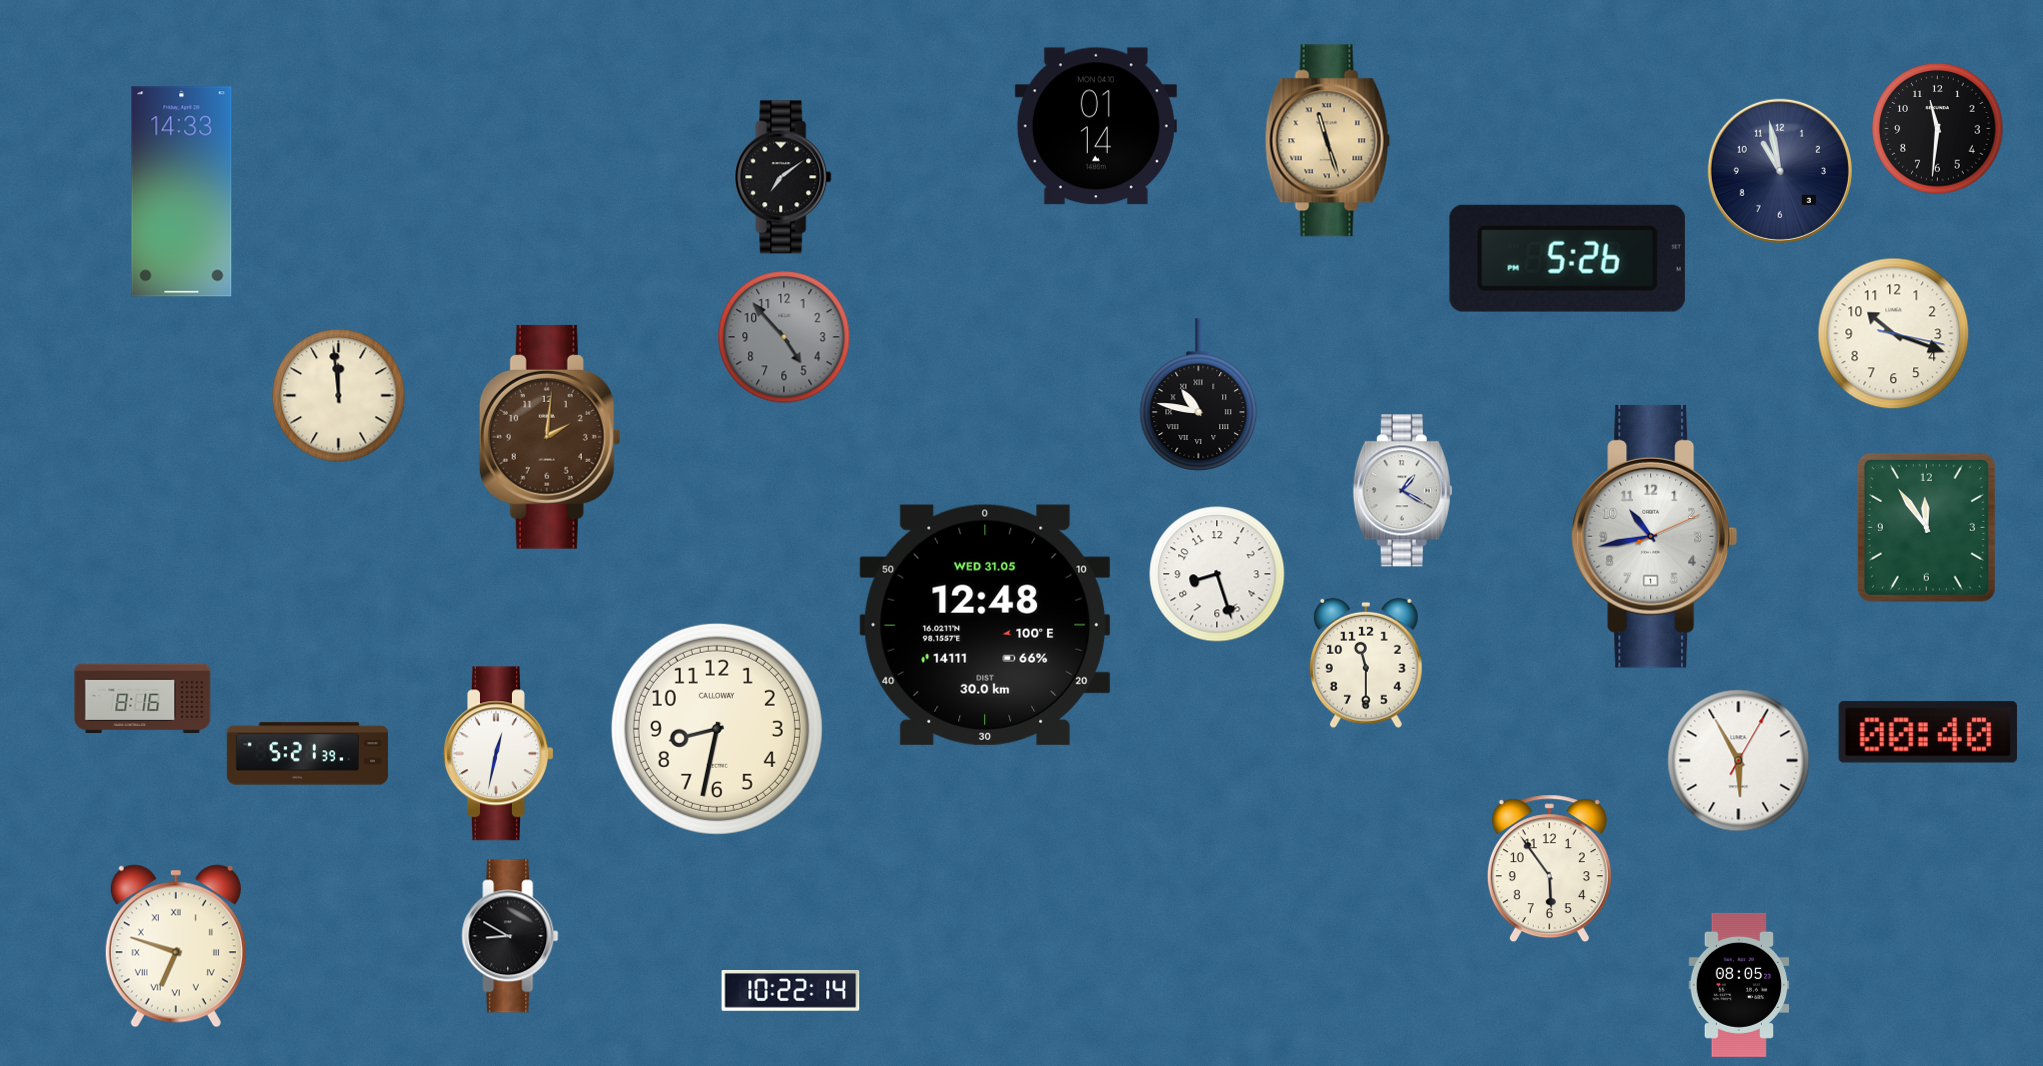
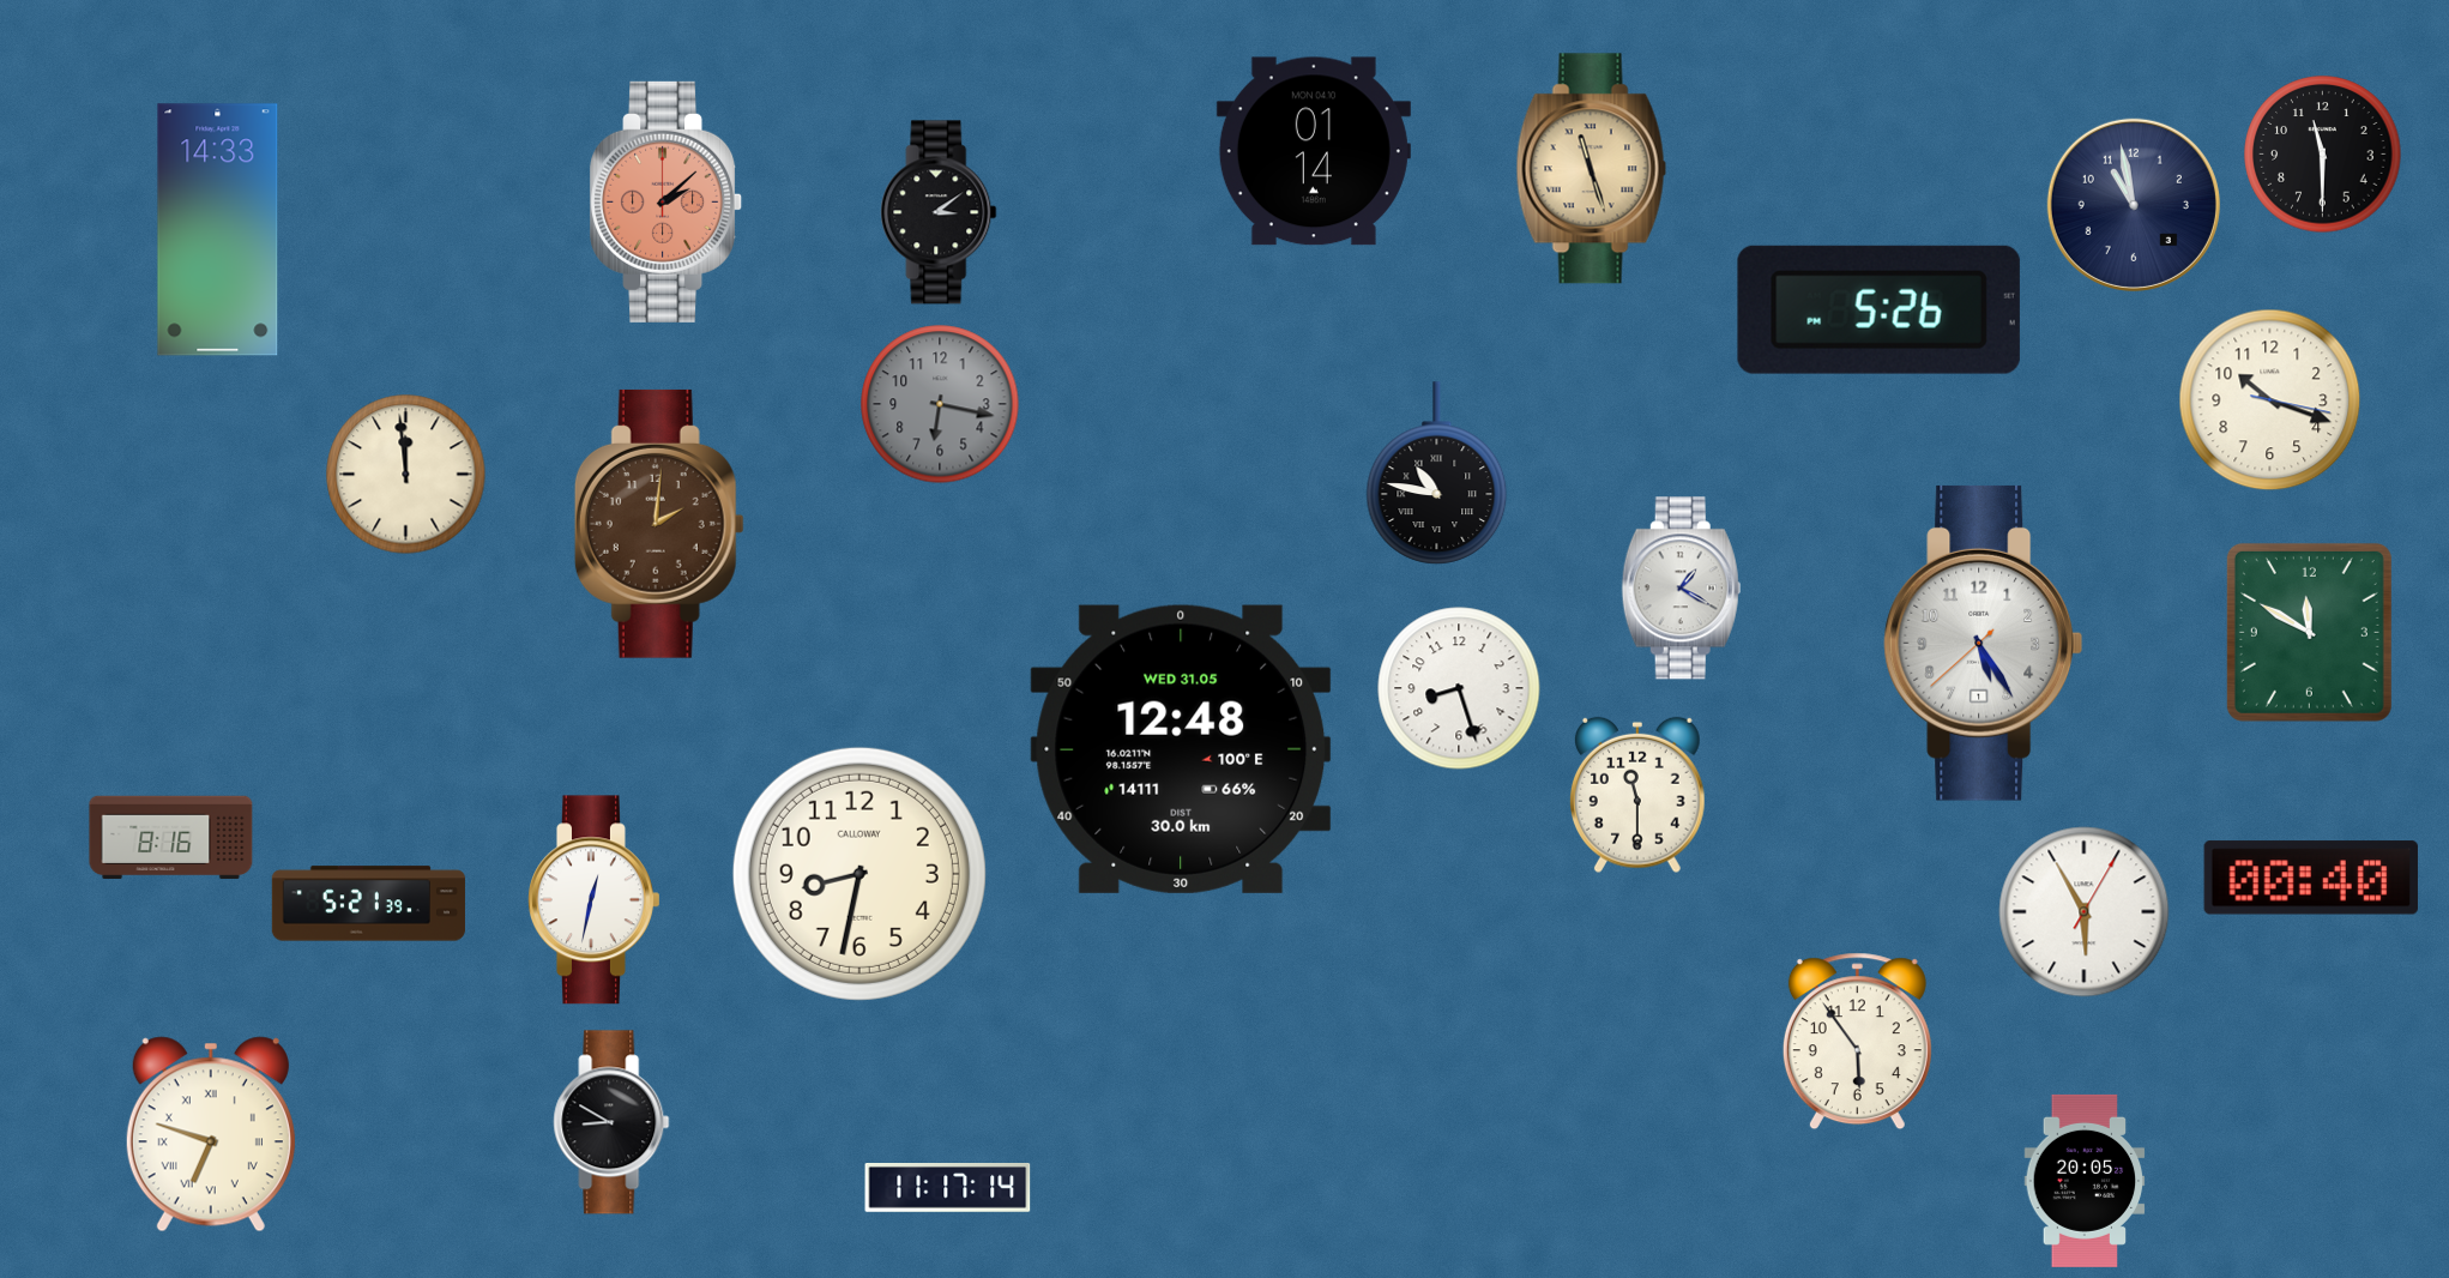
clock at (1938, 129): 11:31 -> 11:30
clock at (666, 201): none -> 2:08
clock at (783, 177): 7:09 -> 3:09
clock at (784, 337): 4:53 -> 6:17
clock at (1926, 527): 11:54 -> 11:50
clock at (1655, 536): 10:43 -> 5:24
clock at (499, 754) position: (499, 754) -> (595, 900)
clock at (1739, 985): 08:05 -> 20:05
clock at (791, 991): 10:22 -> 11:17
